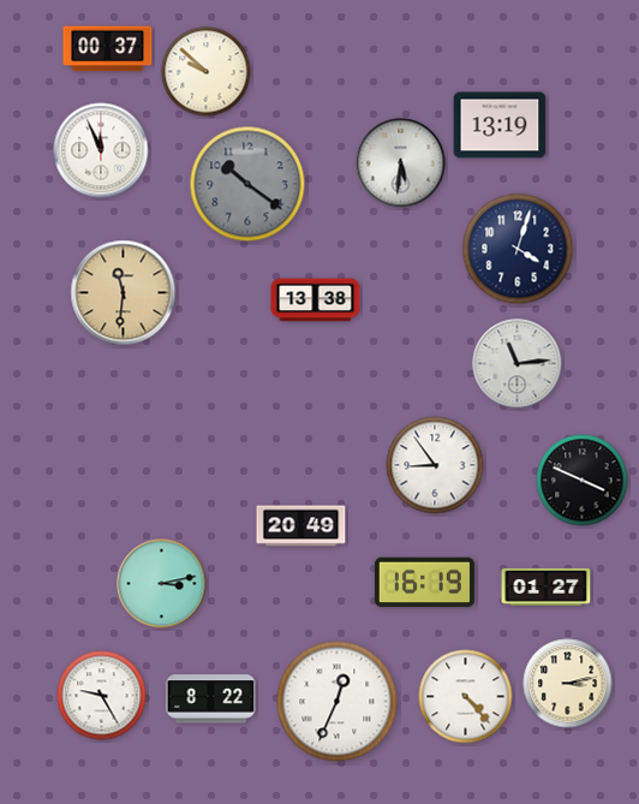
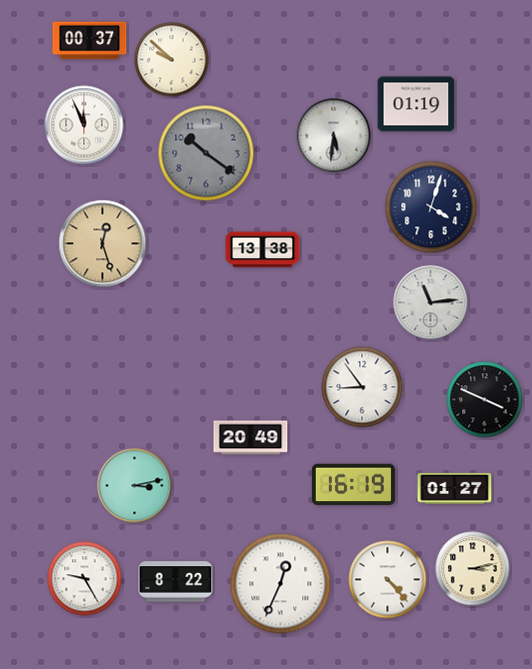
clock at (500, 125): 13:19 -> 01:19
clock at (124, 293): 11:31 -> 12:27
